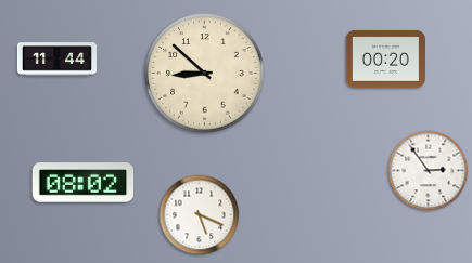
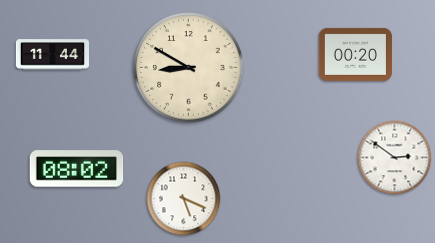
clock at (205, 74): 8:52 -> 8:50
clock at (429, 171): 2:54 -> 2:51
